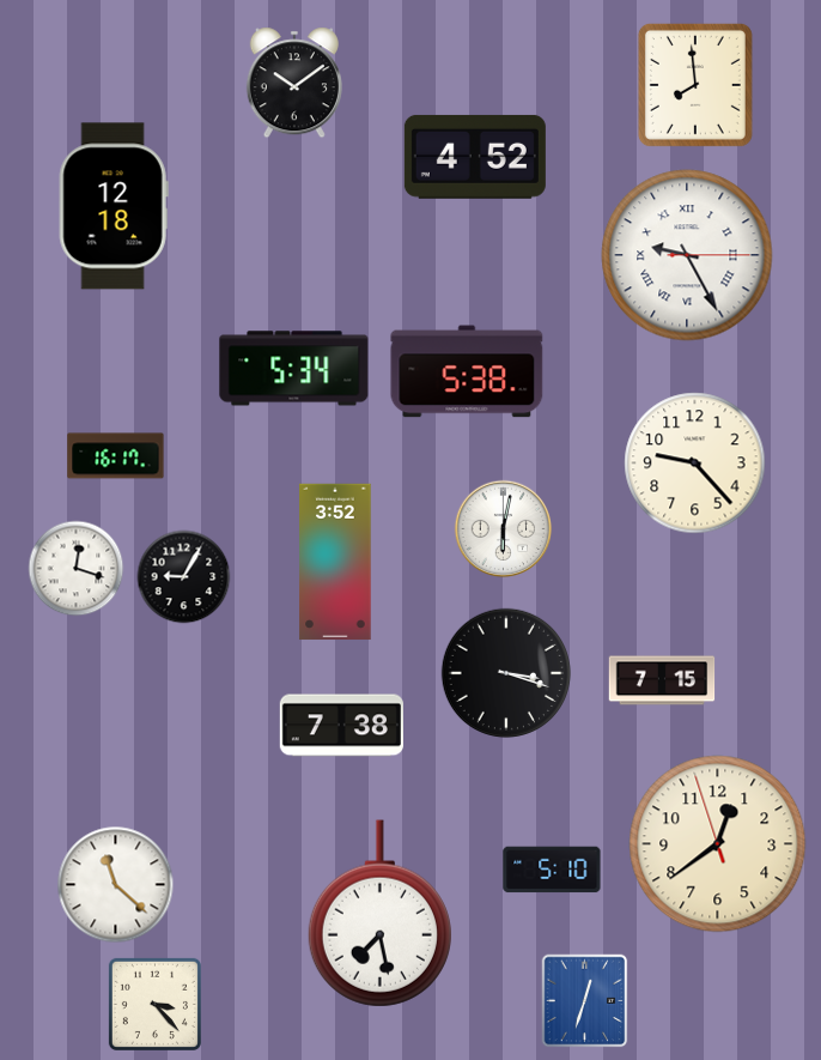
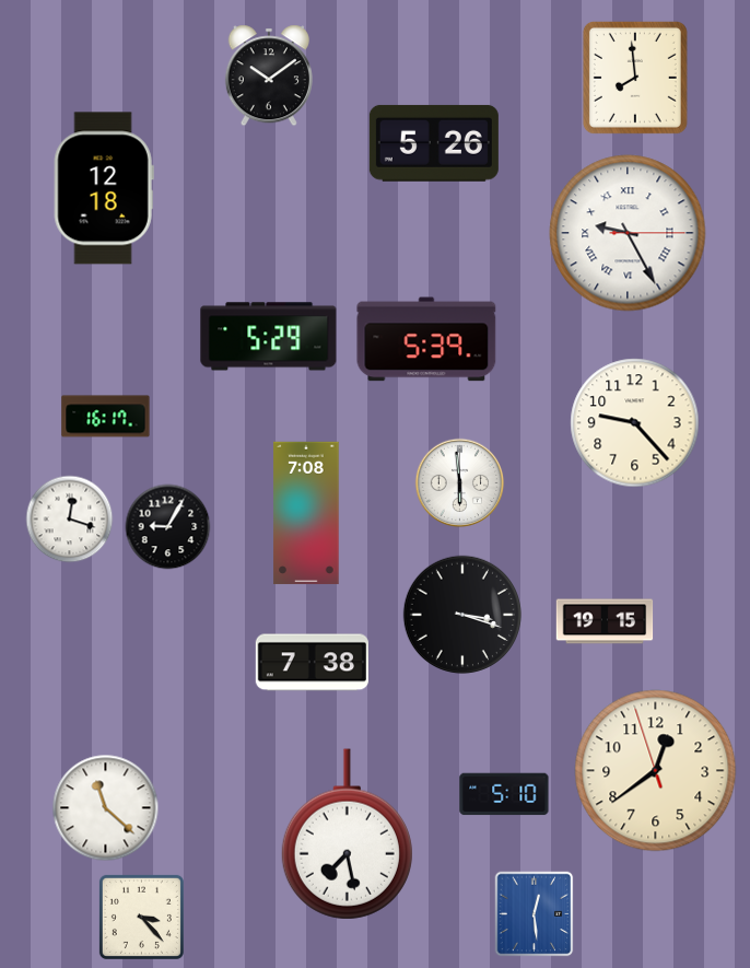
clock at (475, 157): 4:52 -> 5:26
clock at (294, 369): 5:34 -> 5:29
clock at (467, 371): 5:38 -> 5:39
clock at (504, 529): 6:02 -> 5:59
clock at (335, 562): 3:52 -> 7:08
clock at (662, 680): 7:15 -> 19:15
clock at (585, 1001): 12:33 -> 12:29
